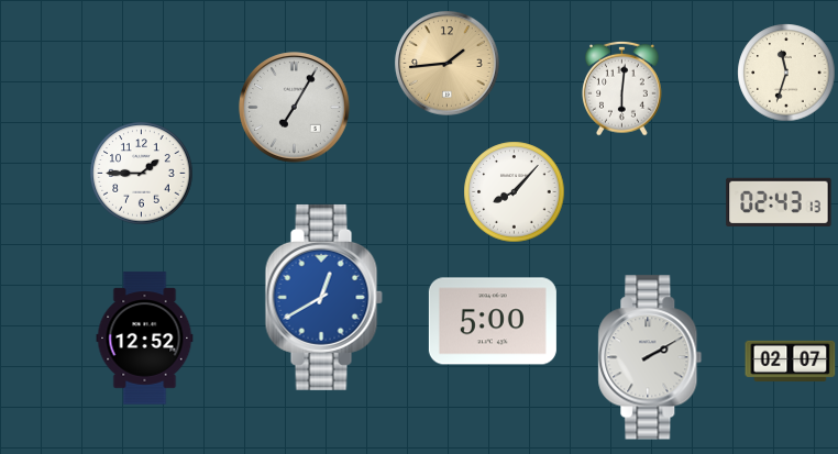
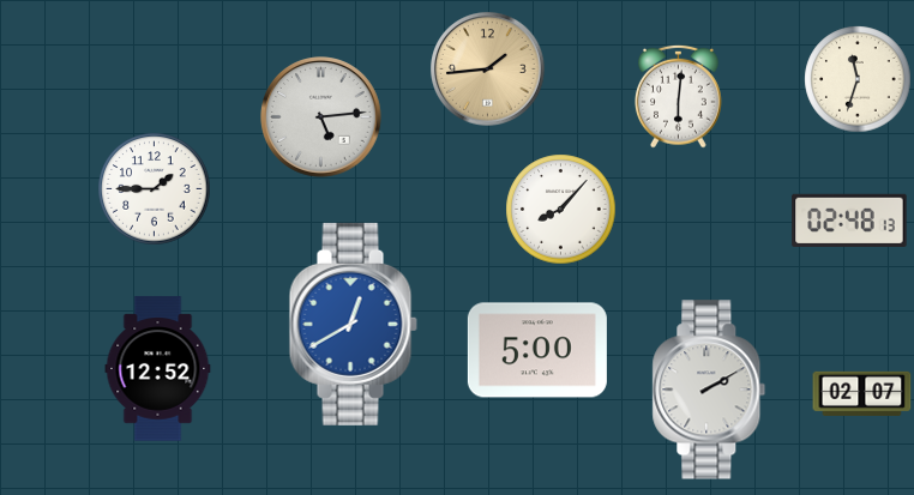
clock at (295, 108): 7:05 -> 5:14
clock at (779, 201): 02:43 -> 02:48
